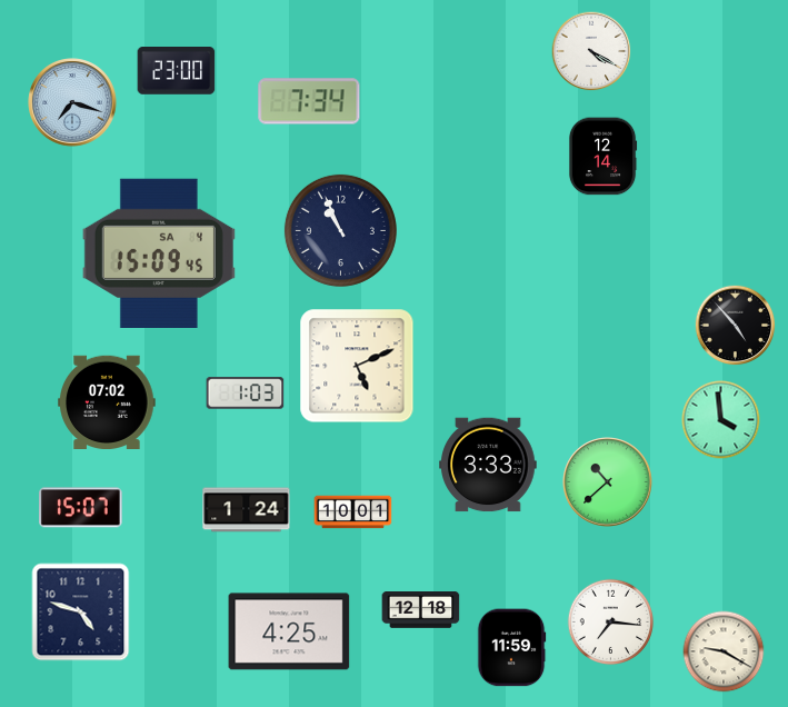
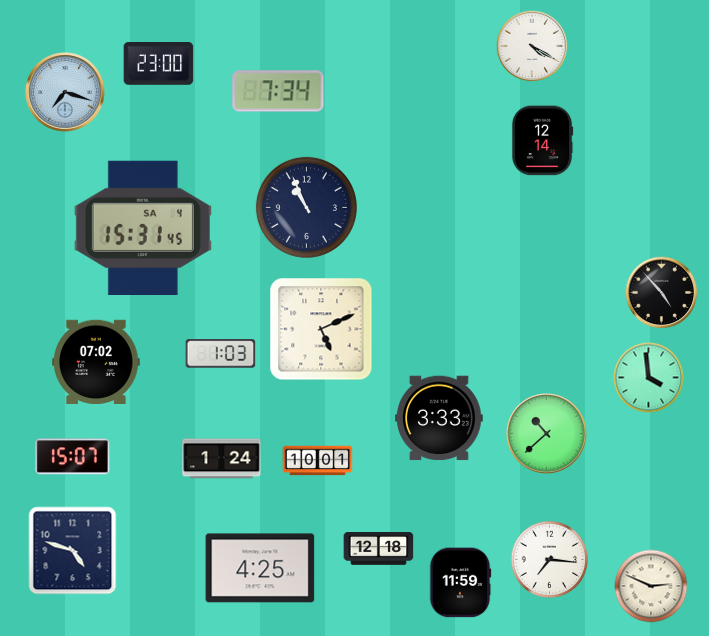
clock at (159, 252): 15:09 -> 15:31
clock at (724, 651): 9:20 -> 2:49
